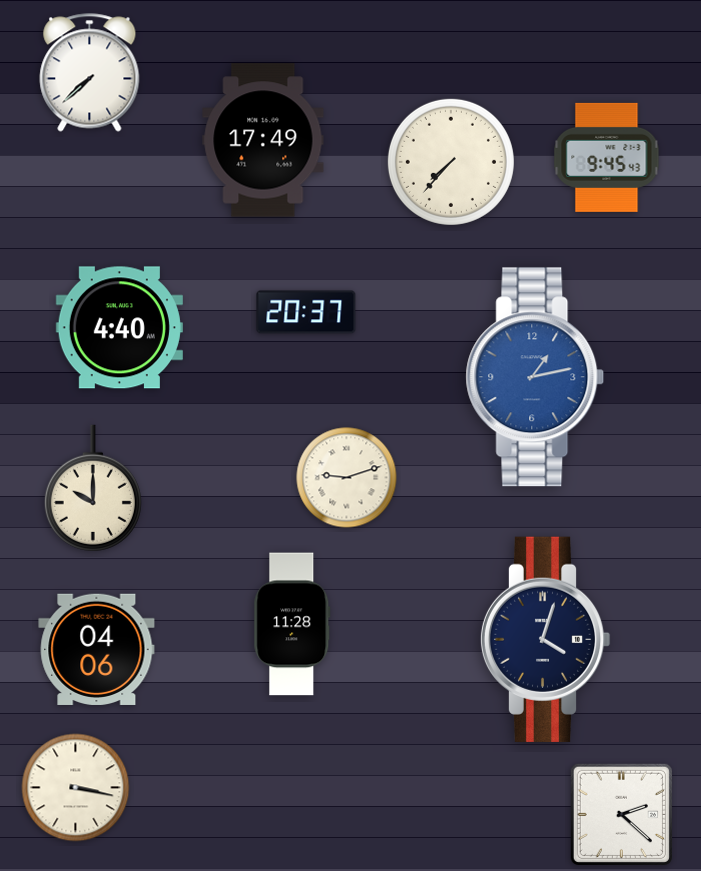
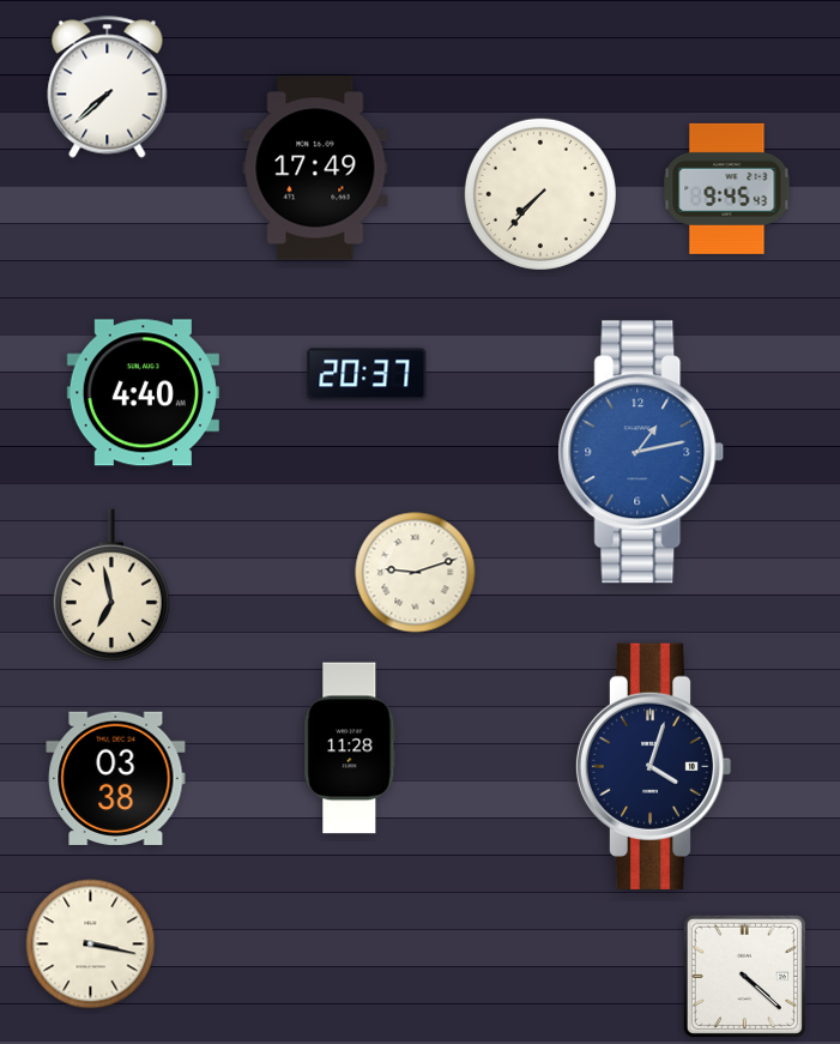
clock at (93, 488): 10:00 -> 6:58
clock at (97, 649): 04:06 -> 03:38
clock at (621, 814): 2:22 -> 4:22
